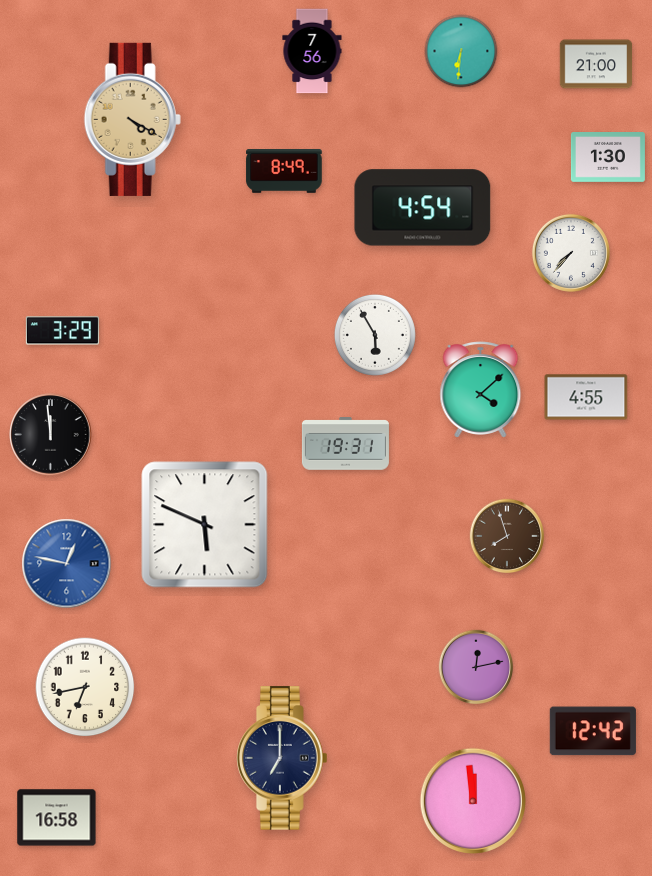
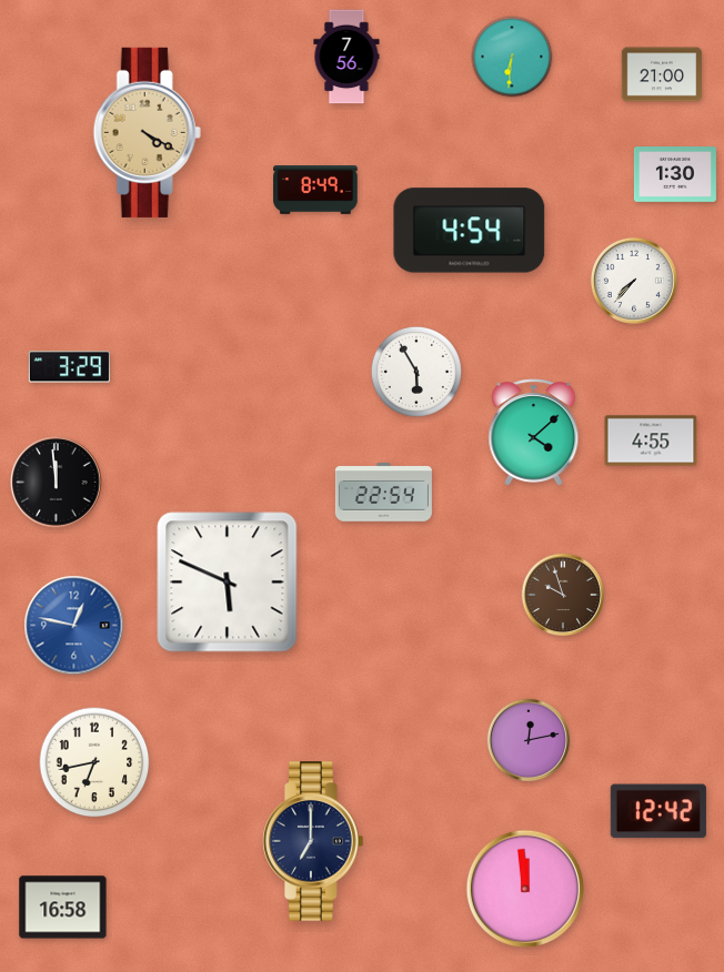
clock at (596, 64) position: (596, 64) -> (662, 74)
clock at (345, 444): 19:31 -> 22:54
clock at (507, 536): 7:57 -> 9:57
